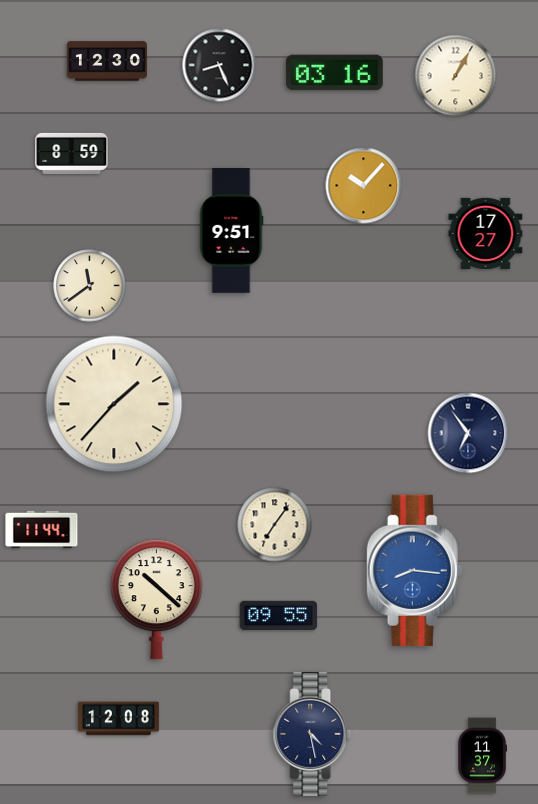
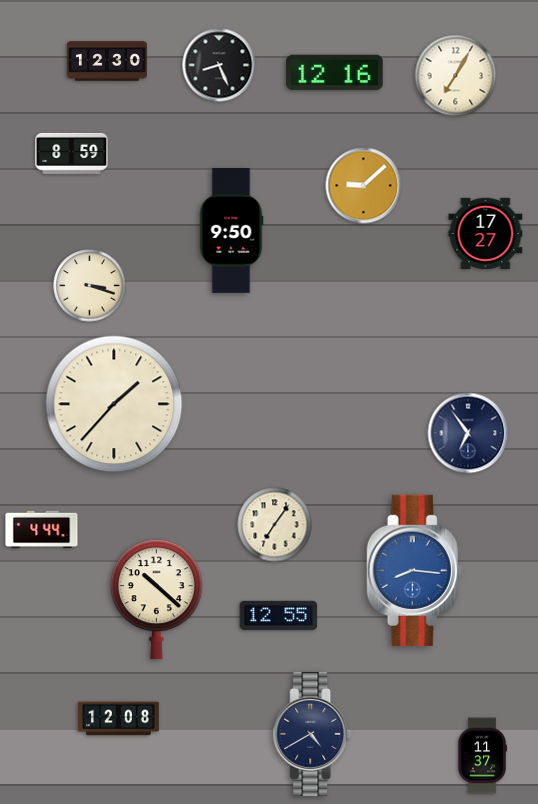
clock at (335, 73): 03:16 -> 12:16
clock at (456, 76): 1:05 -> 7:05
clock at (364, 186): 10:07 -> 9:08
clock at (231, 231): 9:51 -> 9:50
clock at (90, 286): 11:39 -> 3:18
clock at (42, 530): 11:44 -> 4:44
clock at (279, 615): 09:55 -> 12:55
clock at (312, 734): 4:28 -> 4:40
